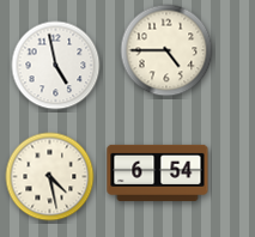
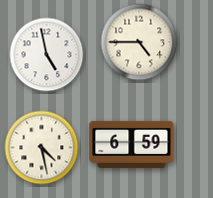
clock at (158, 172): 6:54 -> 6:59
